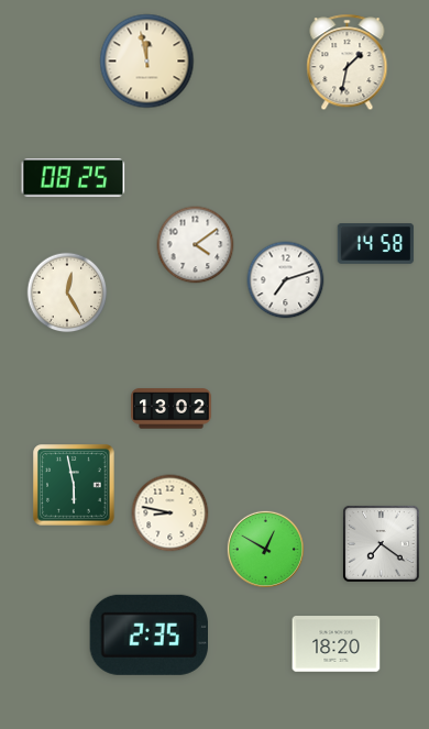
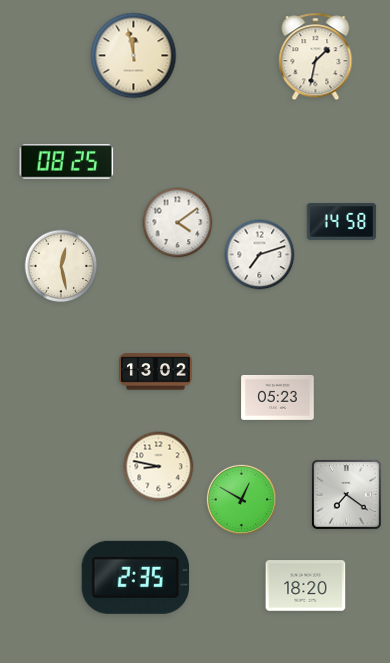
clock at (67, 292): 12:25 -> 12:28
clock at (278, 397): none -> 05:23
clock at (74, 485): 5:58 -> none
clock at (170, 513) position: (170, 513) -> (159, 467)
